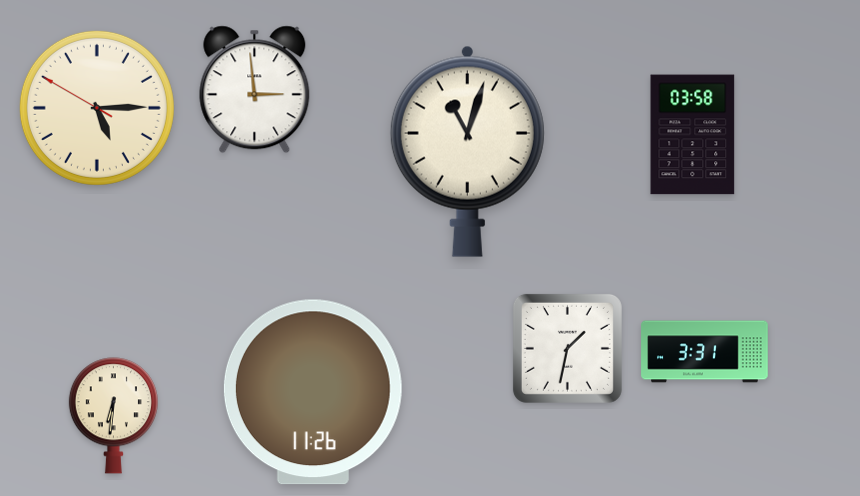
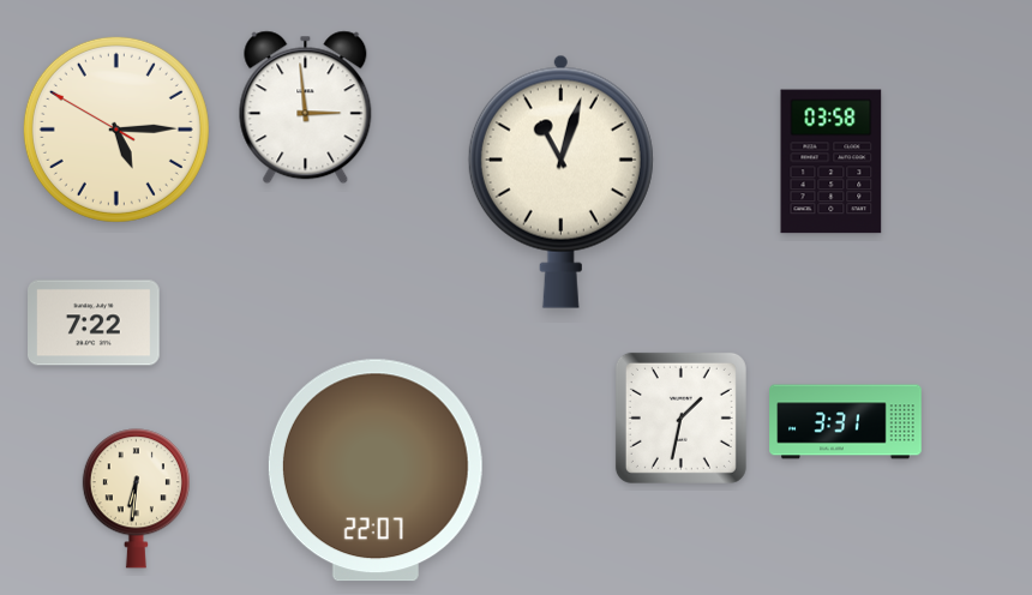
clock at (95, 323): none -> 7:22
clock at (313, 392): 11:26 -> 22:07
